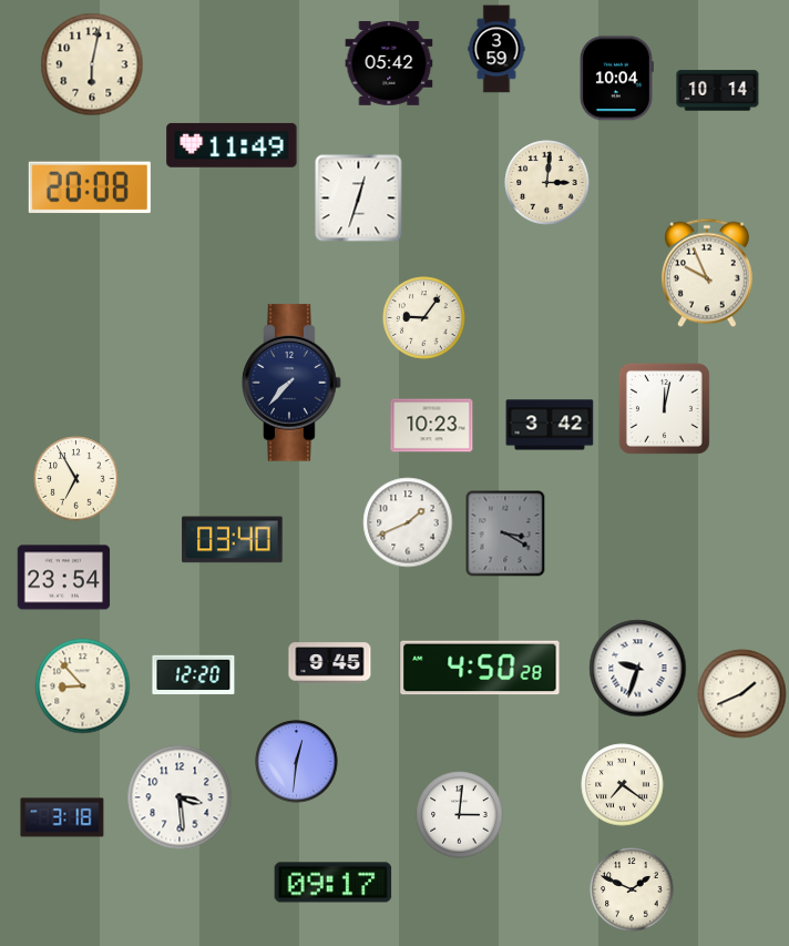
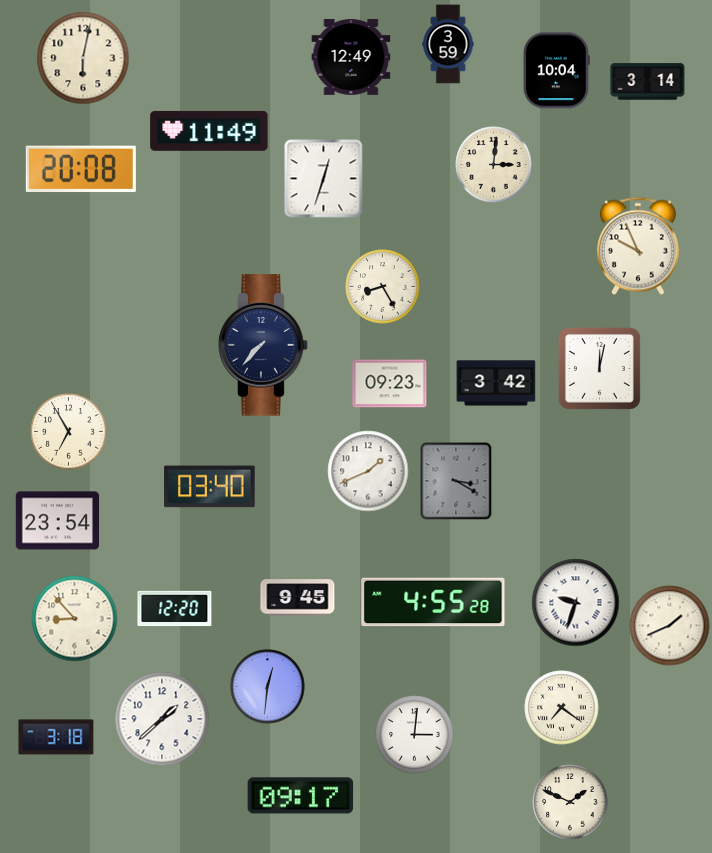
clock at (389, 63): 05:42 -> 12:49
clock at (718, 91): 10:14 -> 3:14
clock at (424, 318): 9:06 -> 8:25
clock at (432, 426): 10:23 -> 09:23
clock at (480, 668): 4:50 -> 4:55
clock at (180, 797): 3:29 -> 1:38
